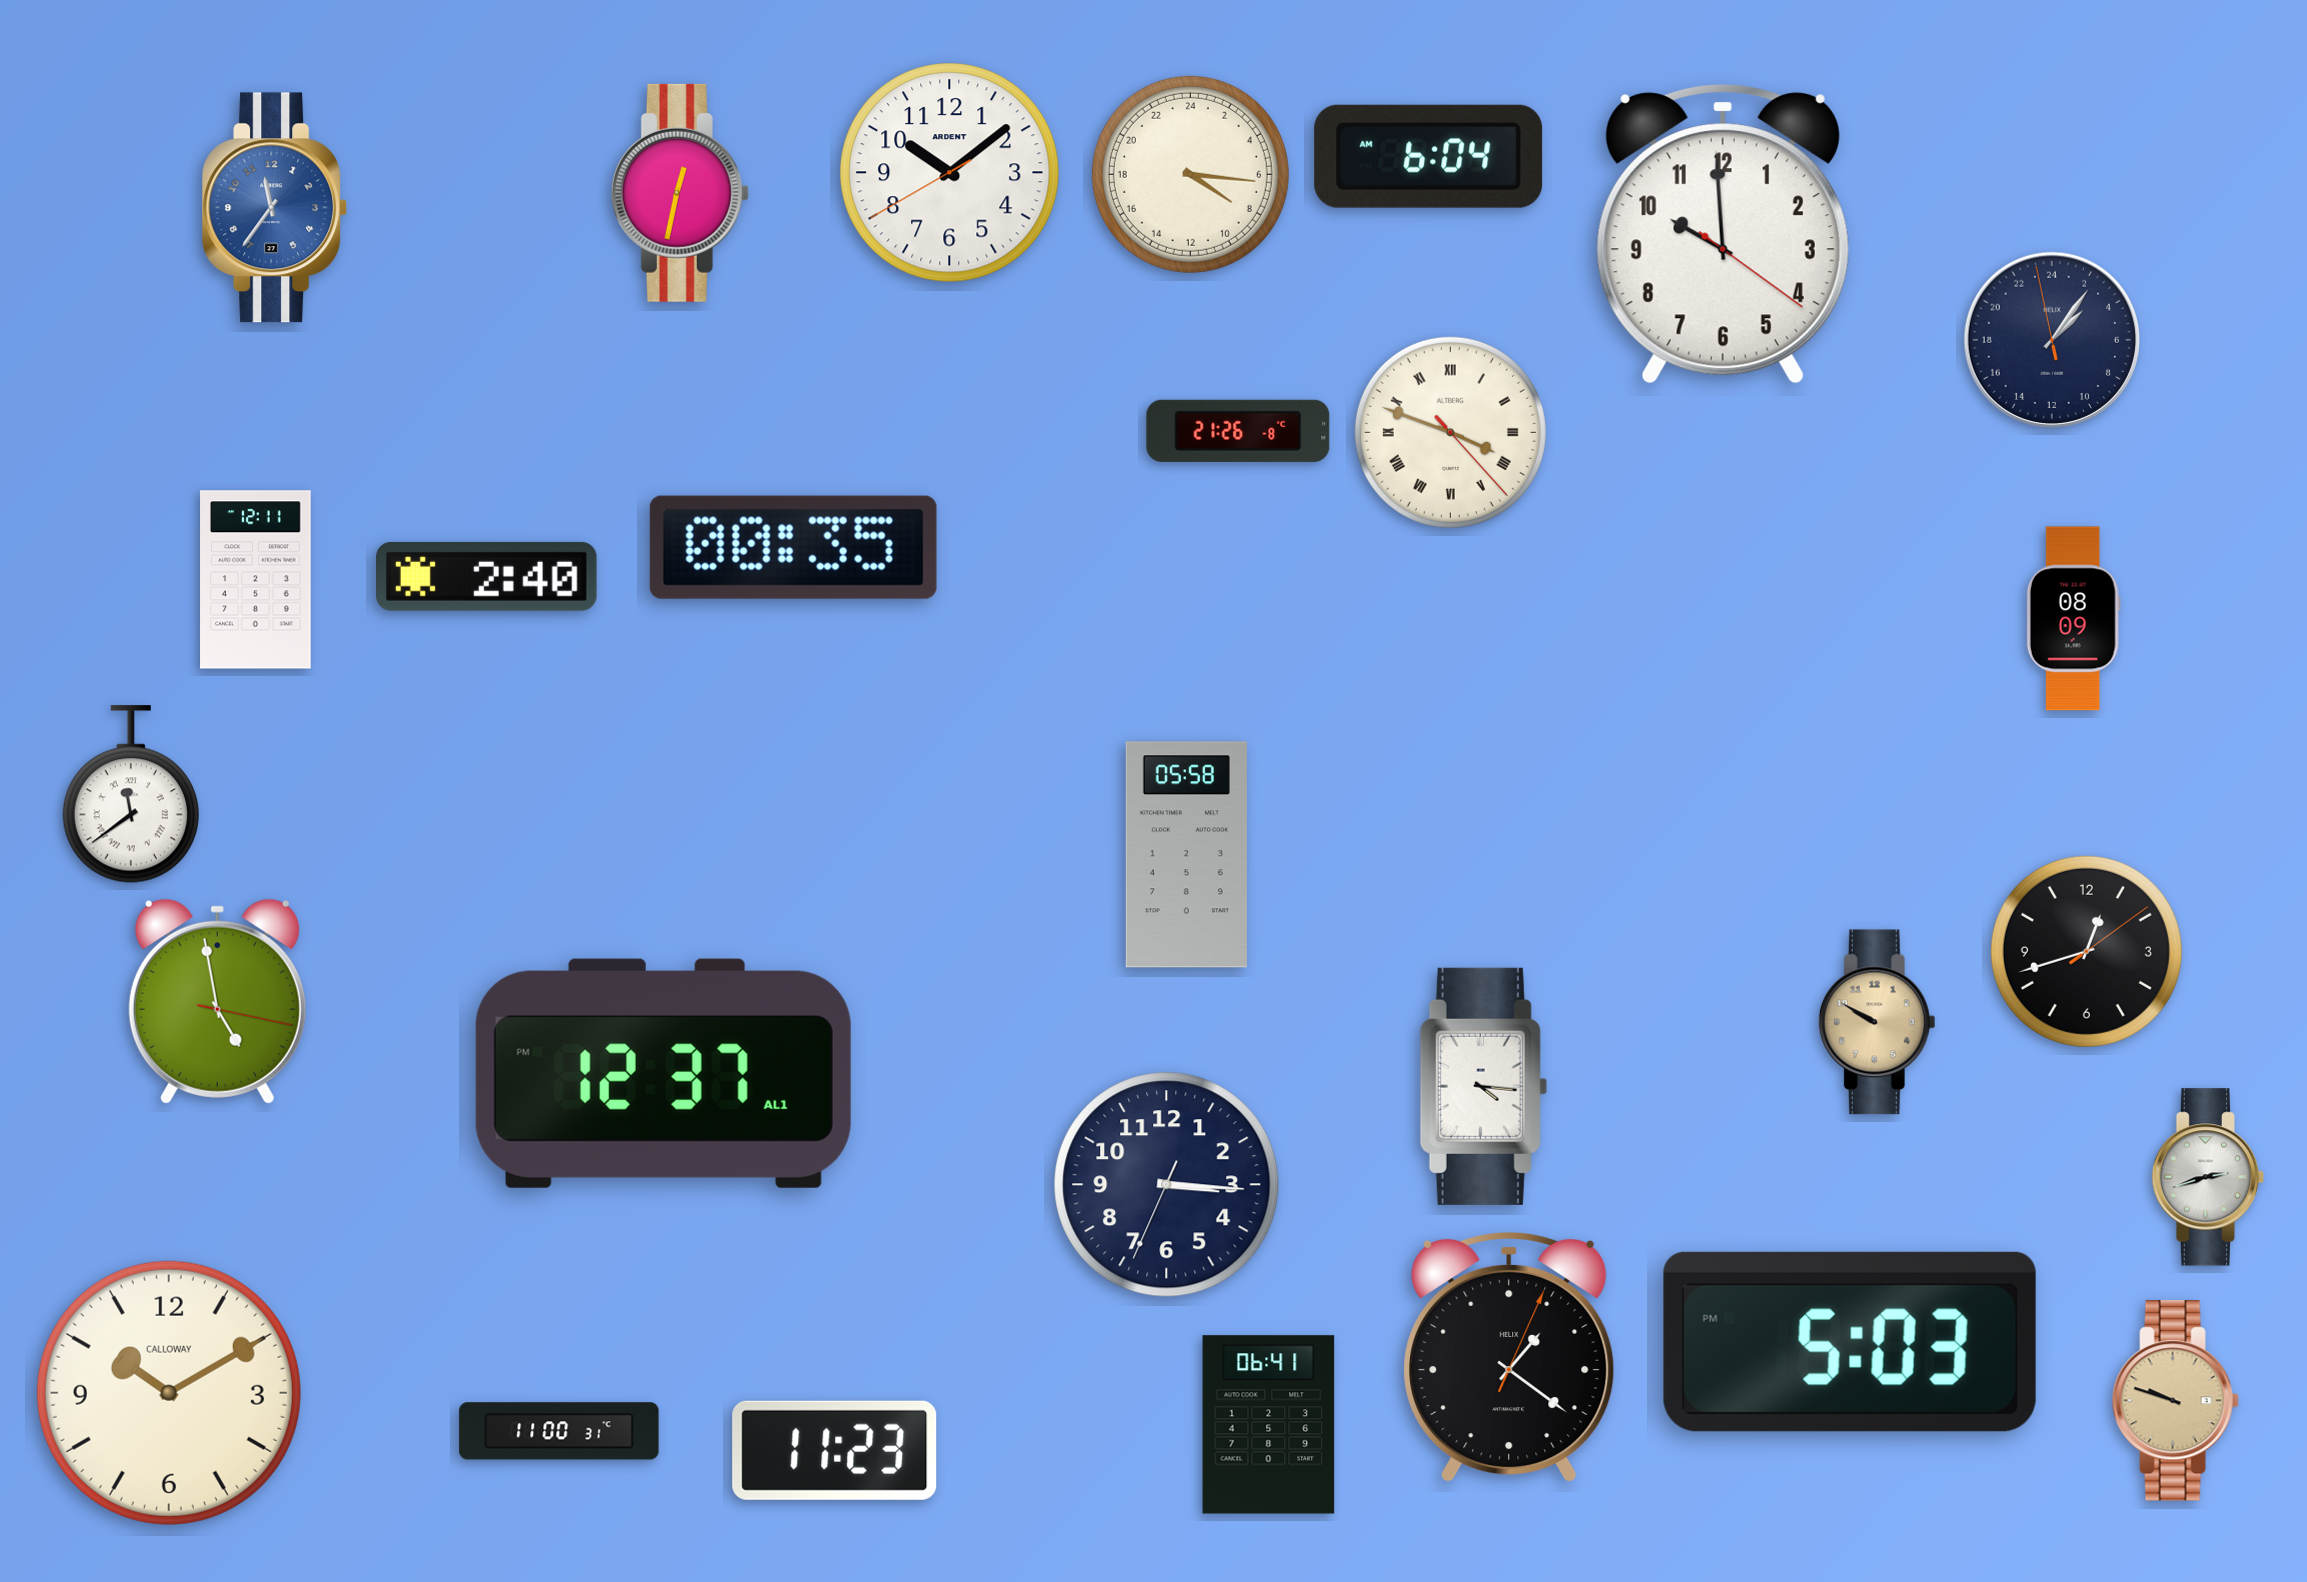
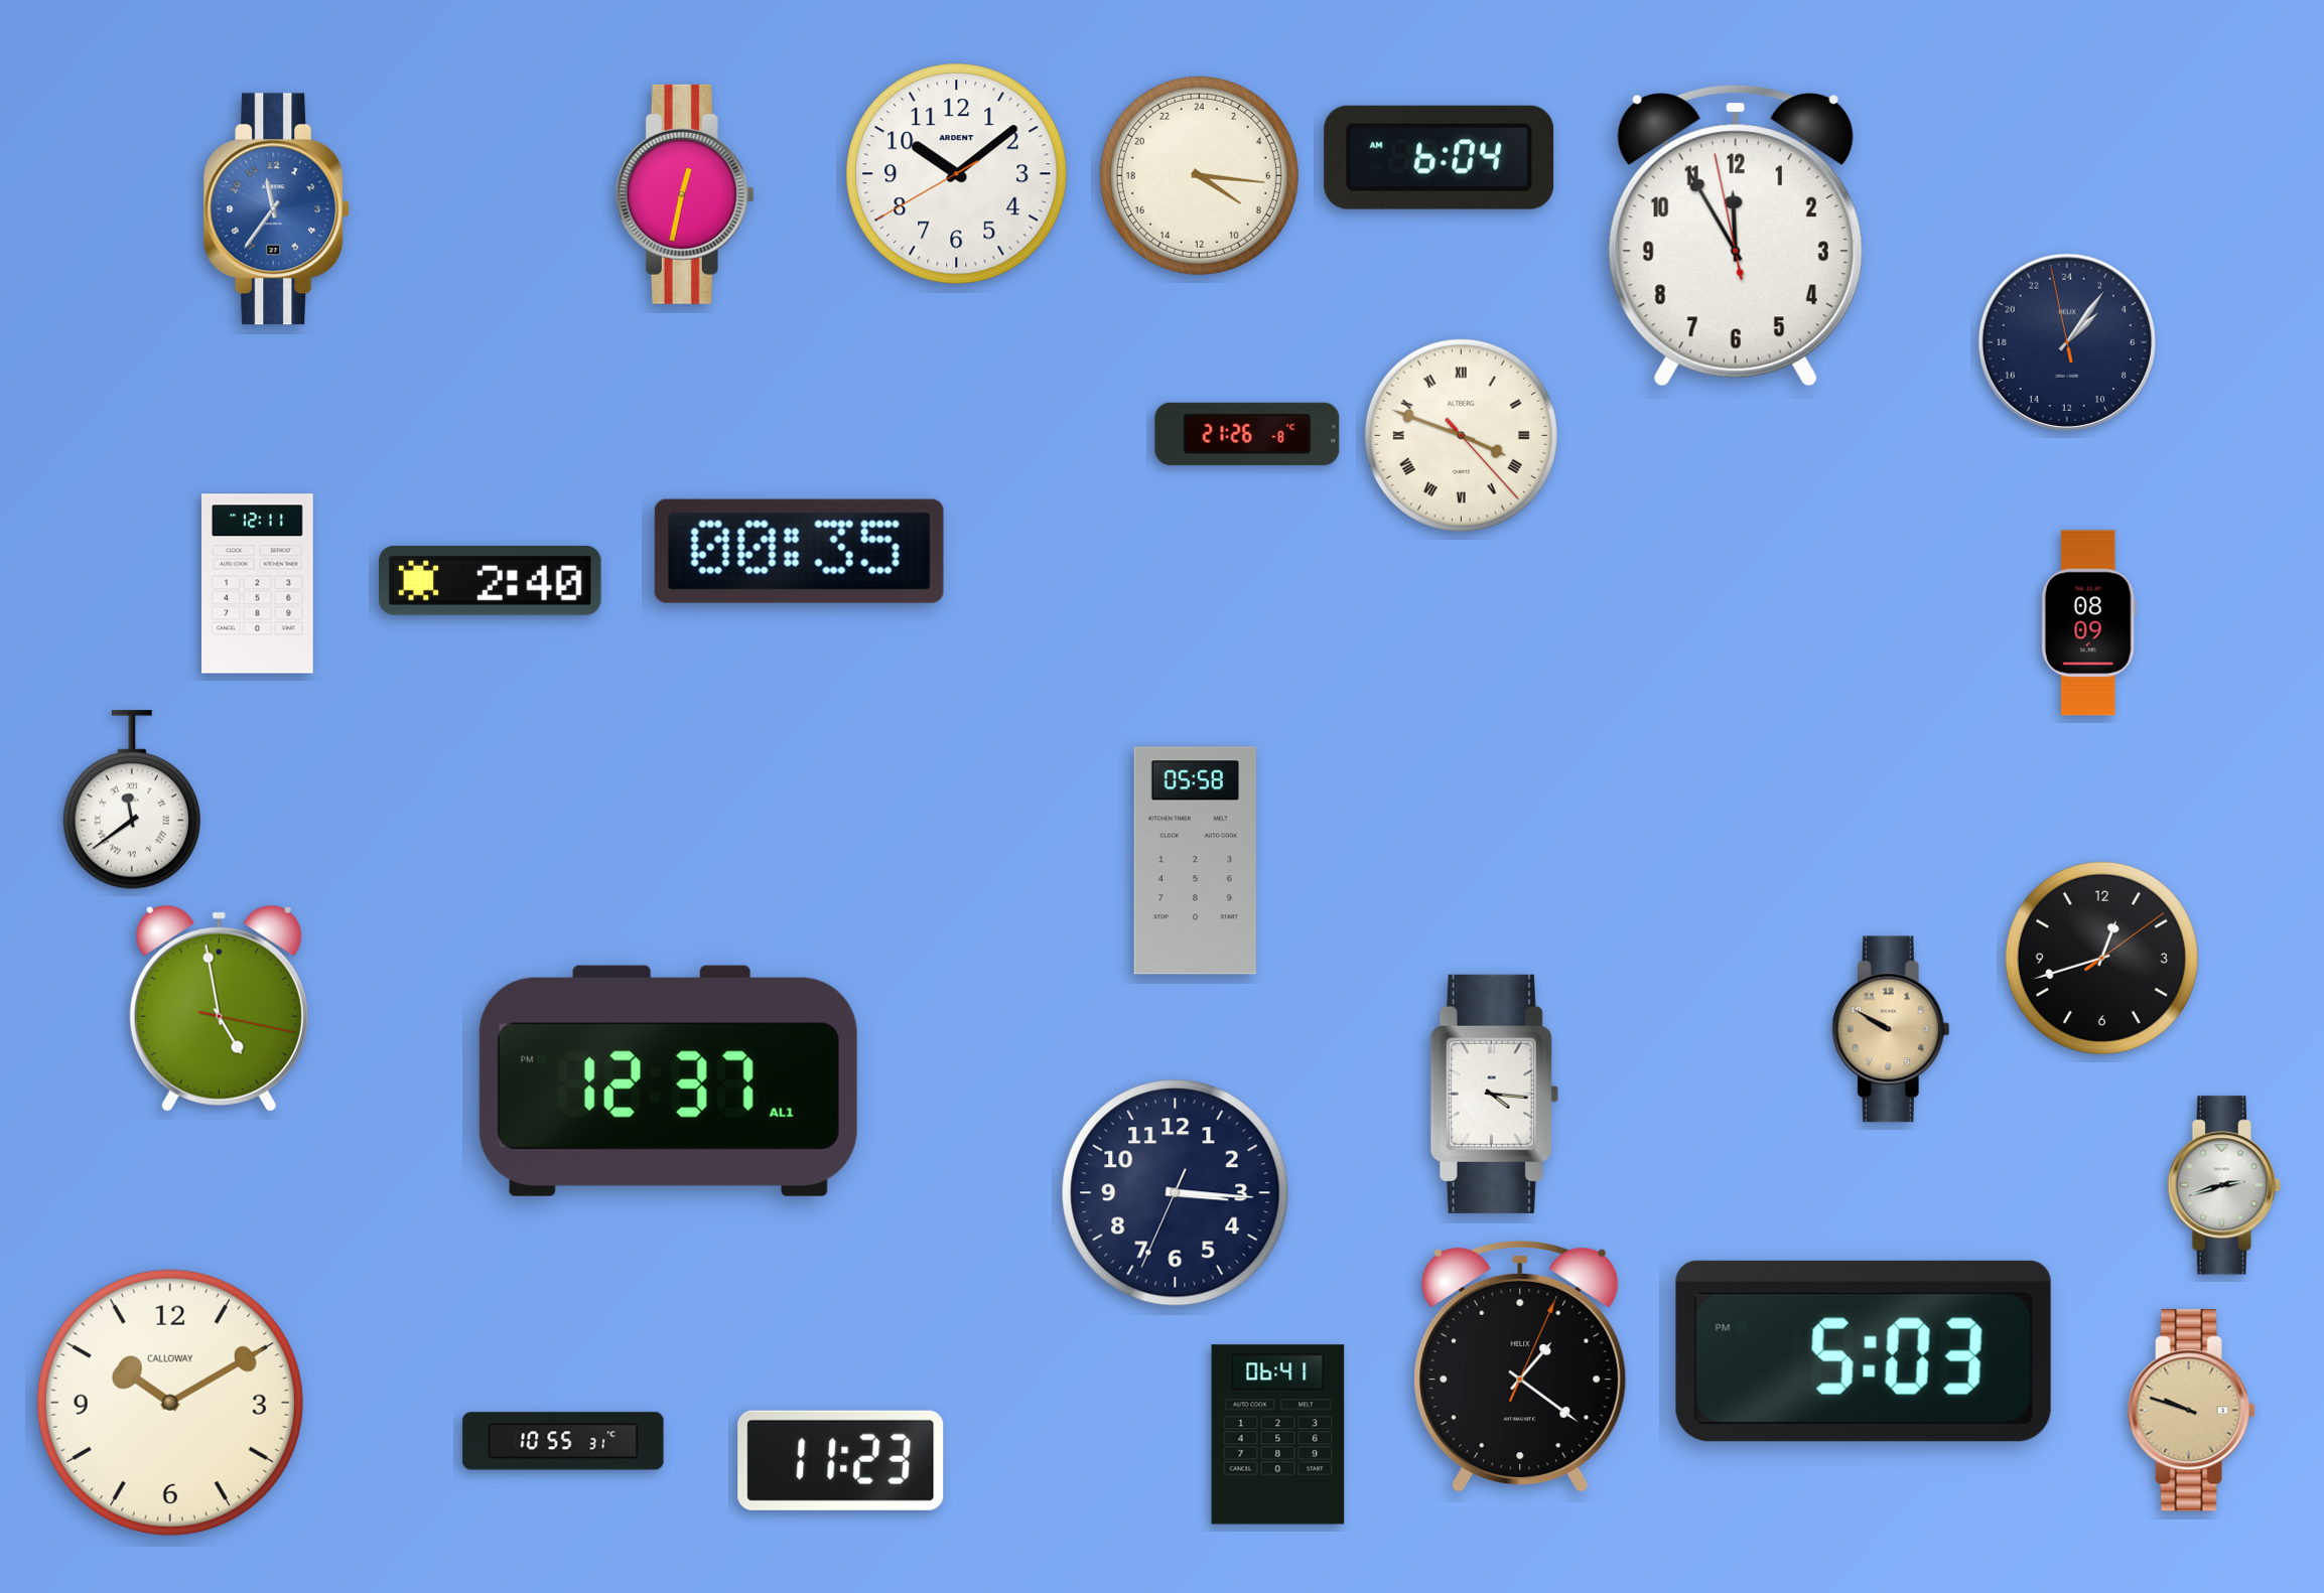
clock at (1723, 234): 9:59 -> 11:54
clock at (559, 1431): 11:00 -> 10:55
